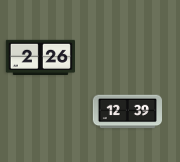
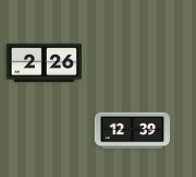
clock at (127, 112) position: (127, 112) -> (132, 131)
